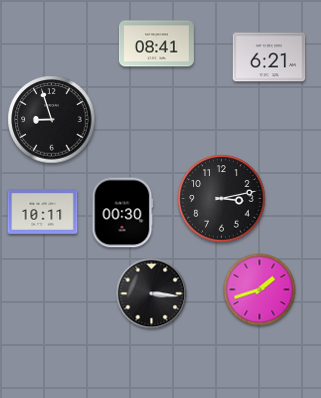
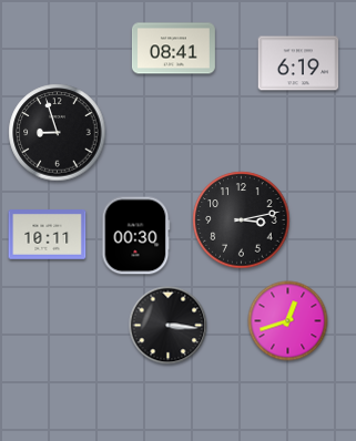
clock at (269, 57): 6:21 -> 6:19
clock at (222, 199) position: (222, 199) -> (242, 221)
clock at (260, 290): 1:42 -> 12:42
